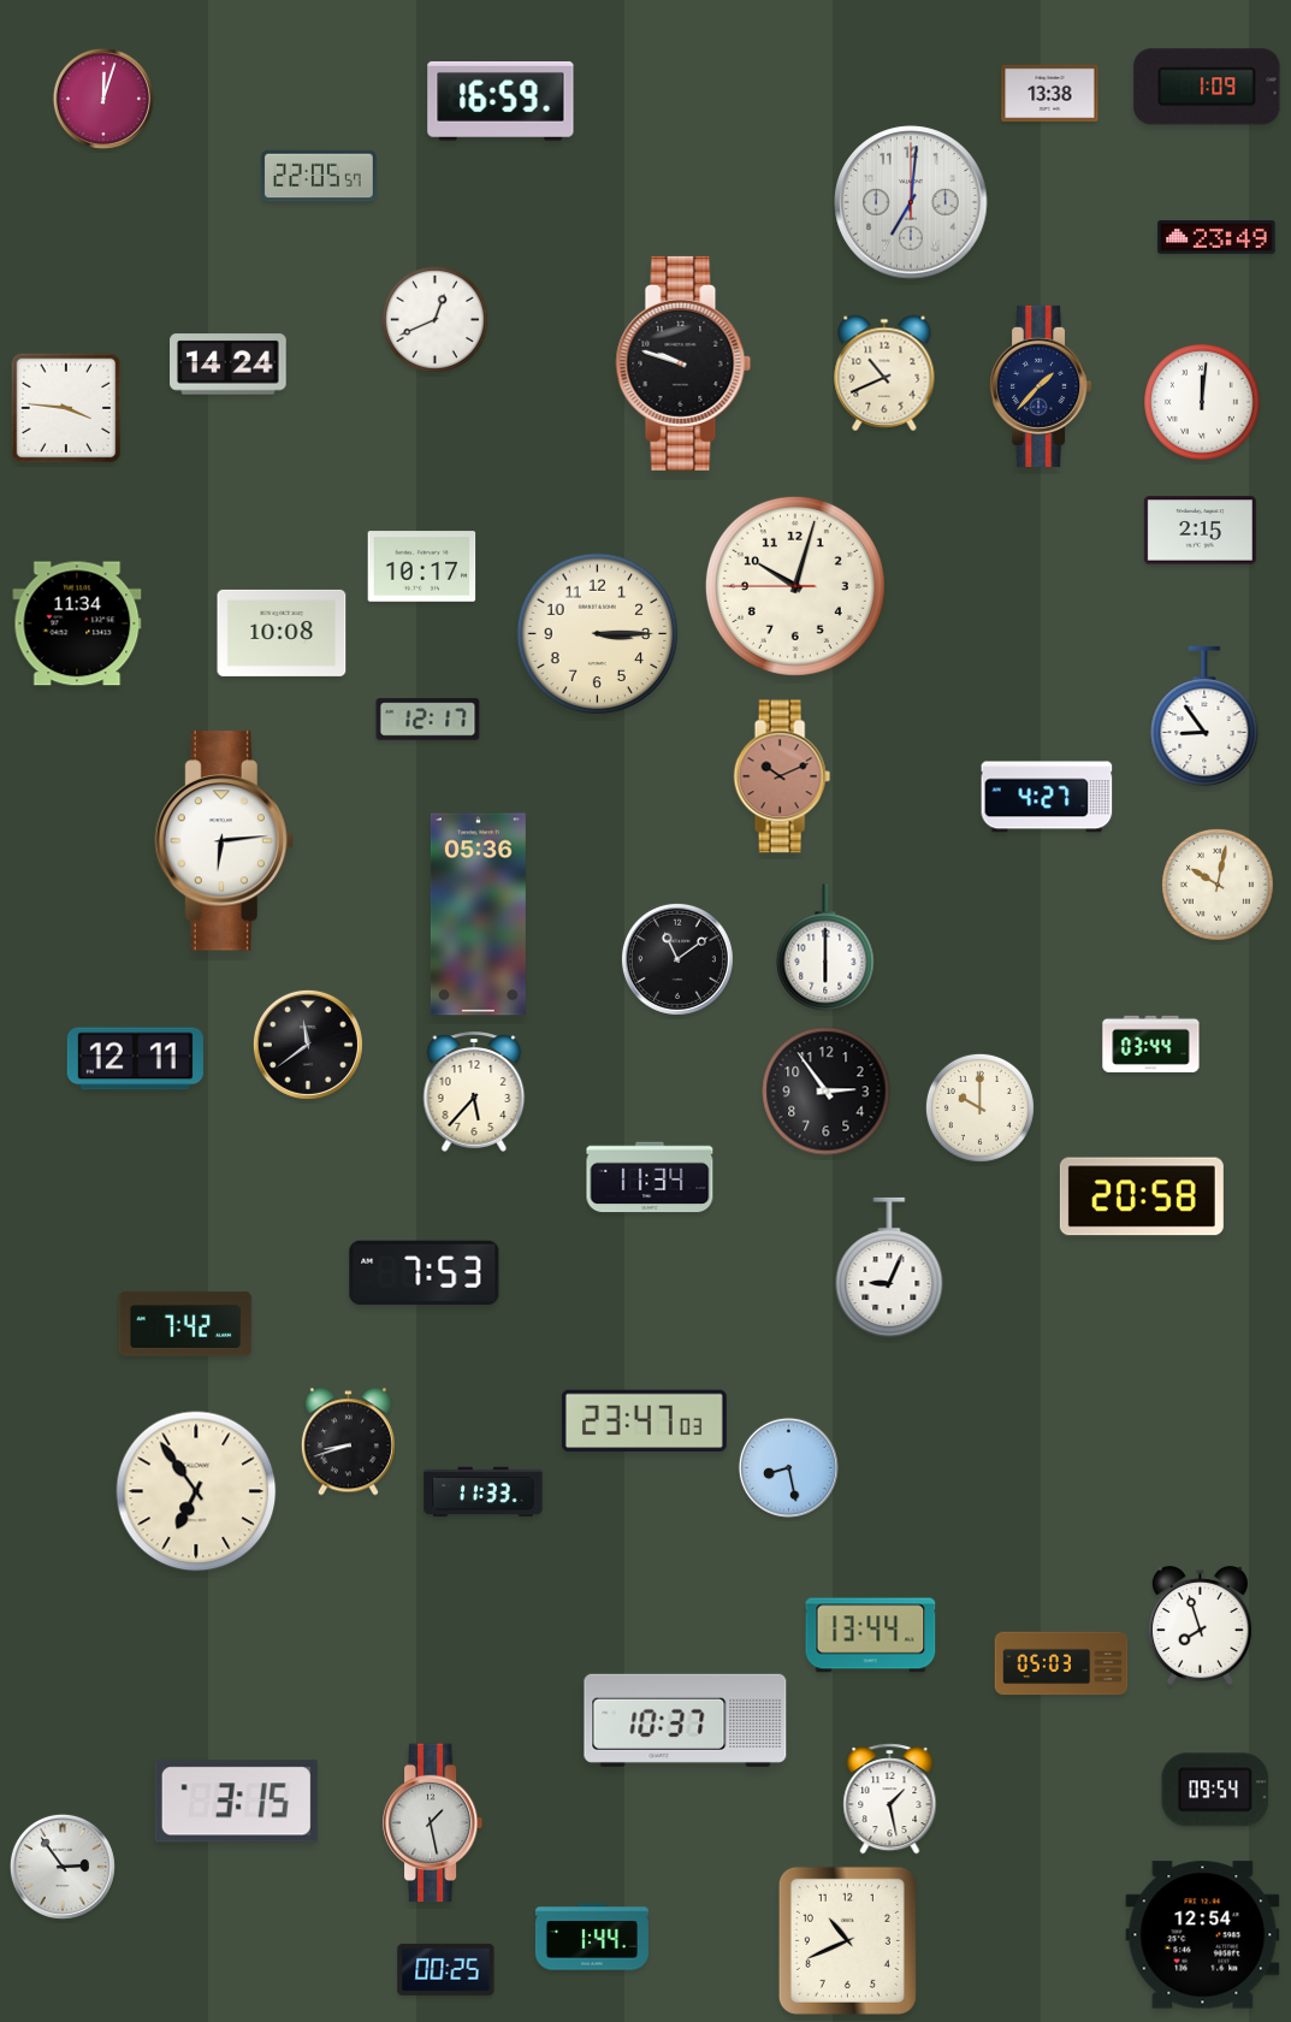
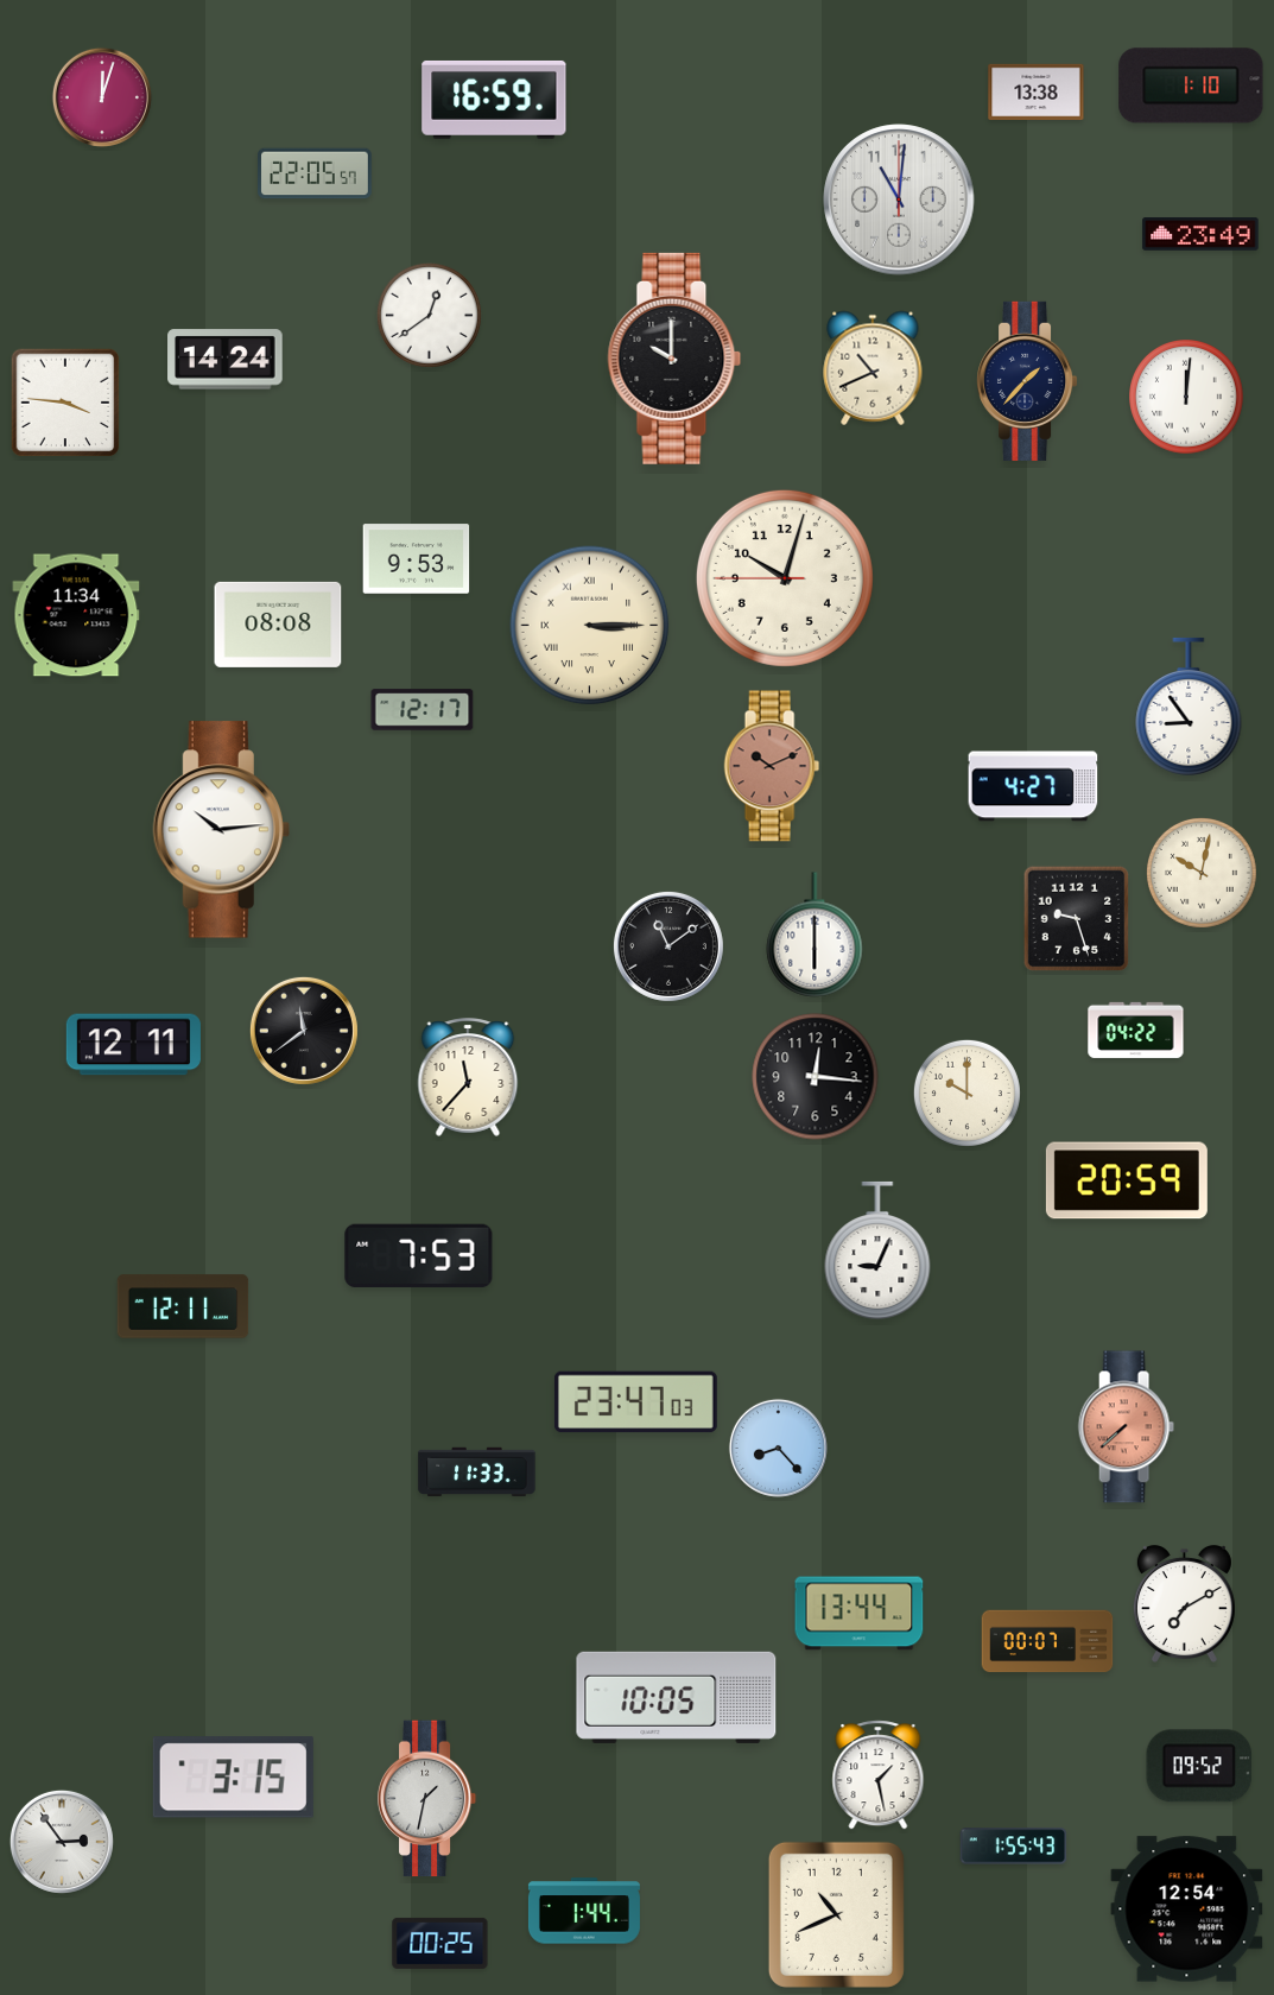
clock at (1207, 87): 1:09 -> 1:10
clock at (911, 202): 7:01 -> 11:01
clock at (434, 319): 12:41 -> 12:39
clock at (683, 363): 9:48 -> 10:00
clock at (1200, 531): 2:15 -> none
clock at (422, 567): 10:17 -> 9:53
clock at (282, 633): 10:08 -> 08:08
clock at (598, 634) numerals: Arabic -> Roman
clock at (224, 841): 6:14 -> 10:14
clock at (478, 915): 05:36 -> none
clock at (1077, 919): none -> 9:27
clock at (1151, 1043): 03:44 -> 04:22
clock at (474, 1092): 5:37 -> 11:37
clock at (827, 1092): 2:54 -> 12:16
clock at (650, 1177): 11:34 -> none
clock at (1142, 1196): 20:58 -> 20:59
clock at (185, 1324): 7:42 -> 12:11
clock at (348, 1442): 8:42 -> none
clock at (1126, 1427): none -> 7:38
clock at (788, 1467): 8:28 -> 8:23
clock at (196, 1491): 6:54 -> none
clock at (1200, 1625): 7:57 -> 7:10
clock at (1061, 1663): 05:03 -> 00:07
clock at (686, 1720): 10:37 -> 10:05
clock at (1215, 1790): 09:54 -> 09:52
clock at (433, 1823): 1:28 -> 1:32
clock at (1014, 1847): none -> 1:55
